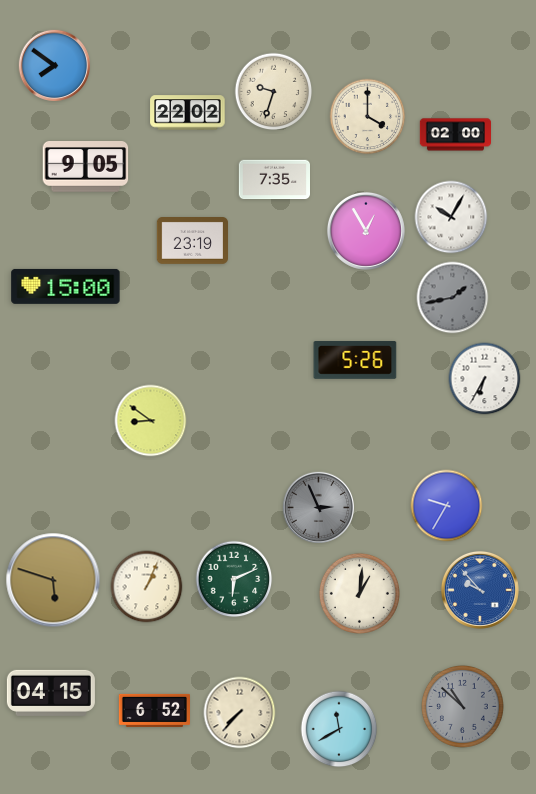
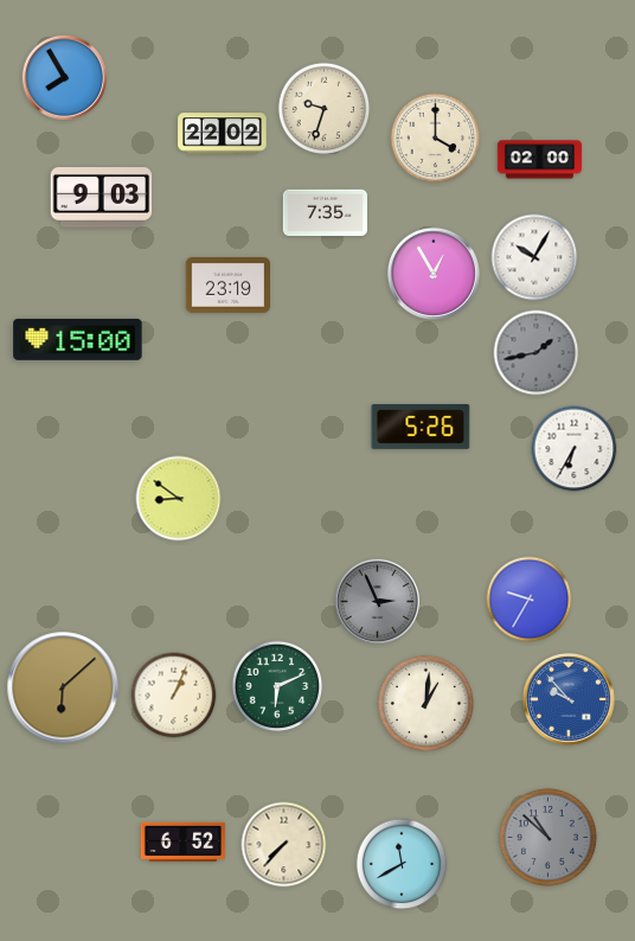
clock at (54, 65): 7:51 -> 7:55
clock at (86, 167): 9:05 -> 9:03
clock at (53, 580): 5:48 -> 6:08
clock at (51, 693): 04:15 -> none
